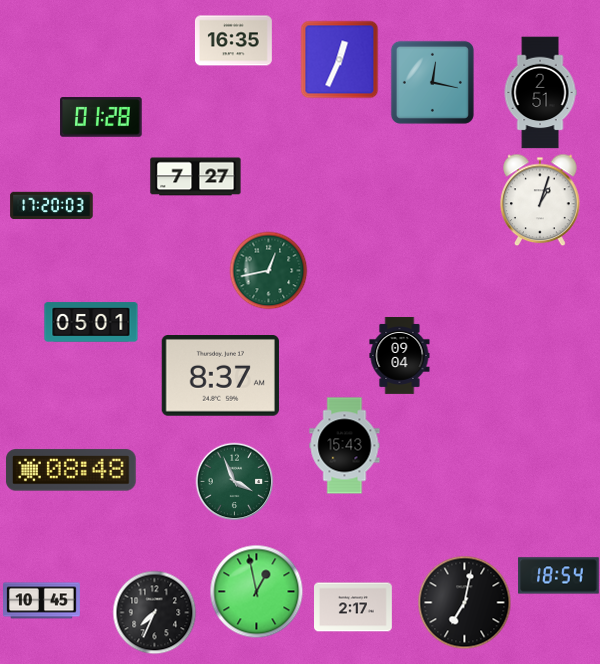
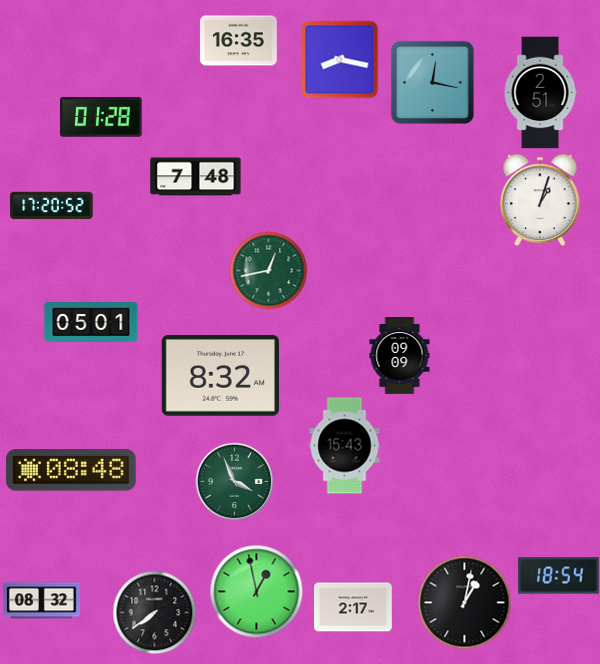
clock at (233, 41) position: (233, 41) -> (238, 41)
clock at (339, 59): 12:34 -> 8:17
clock at (196, 177): 7:27 -> 7:48
clock at (52, 206): 17:20:03 -> 17:20:52
clock at (400, 356): 09:04 -> 09:09
clock at (220, 376): 8:37 -> 8:32
clock at (42, 601): 10:45 -> 08:32
clock at (464, 602): 7:02 -> 1:02
clock at (154, 612): 7:34 -> 7:39
